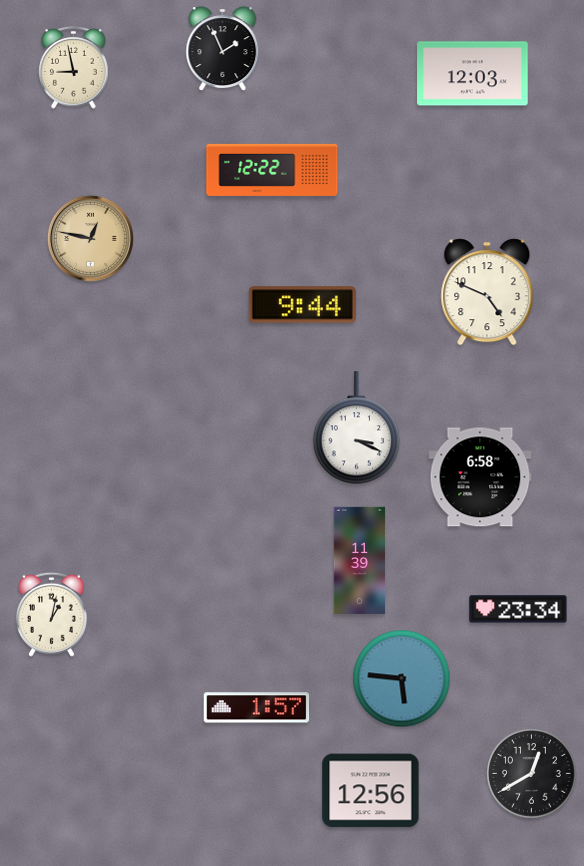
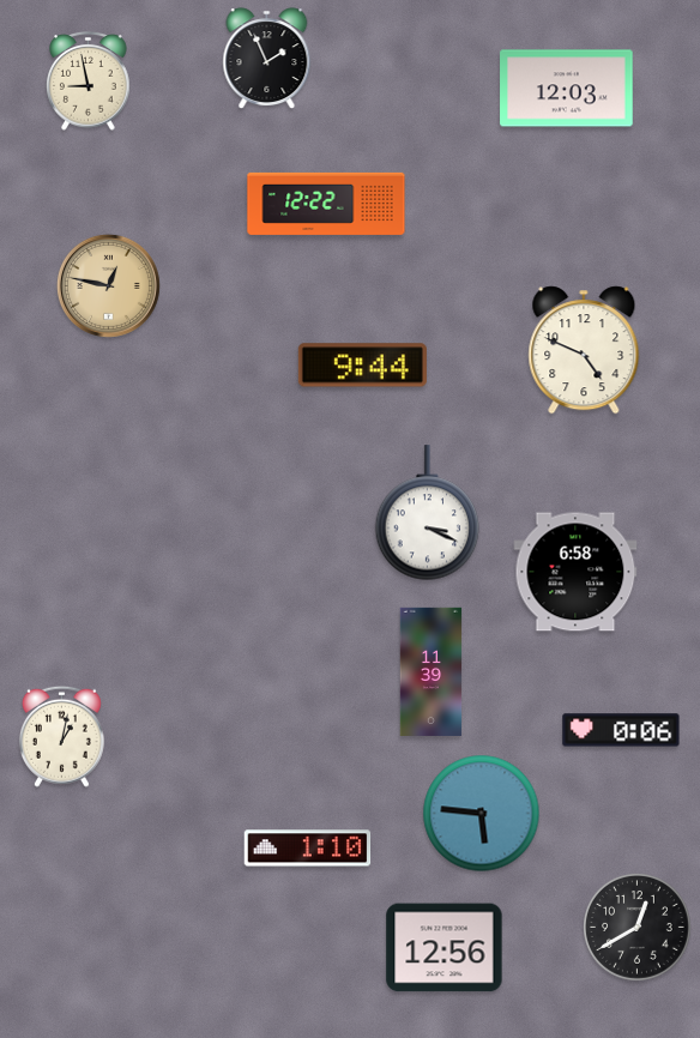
clock at (518, 609): 23:34 -> 0:06
clock at (257, 708): 1:57 -> 1:10
